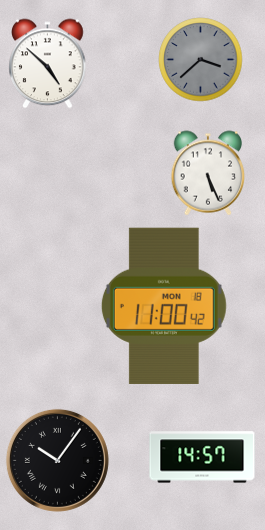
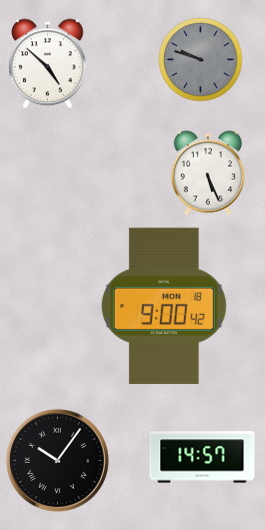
clock at (201, 60): 3:38 -> 9:48
clock at (164, 306): 11:00 -> 9:00
